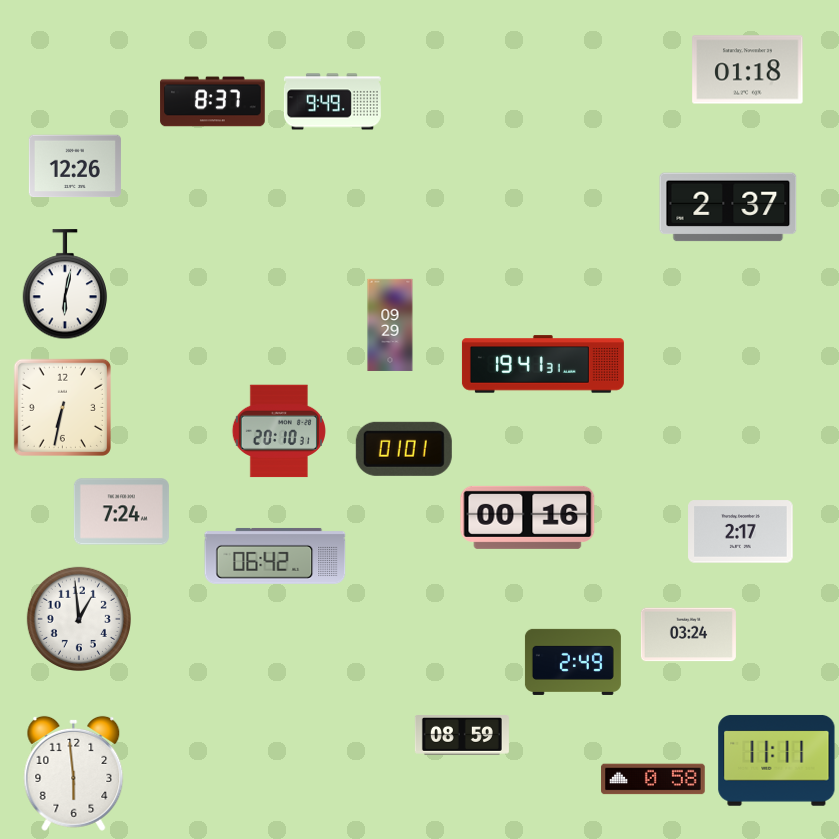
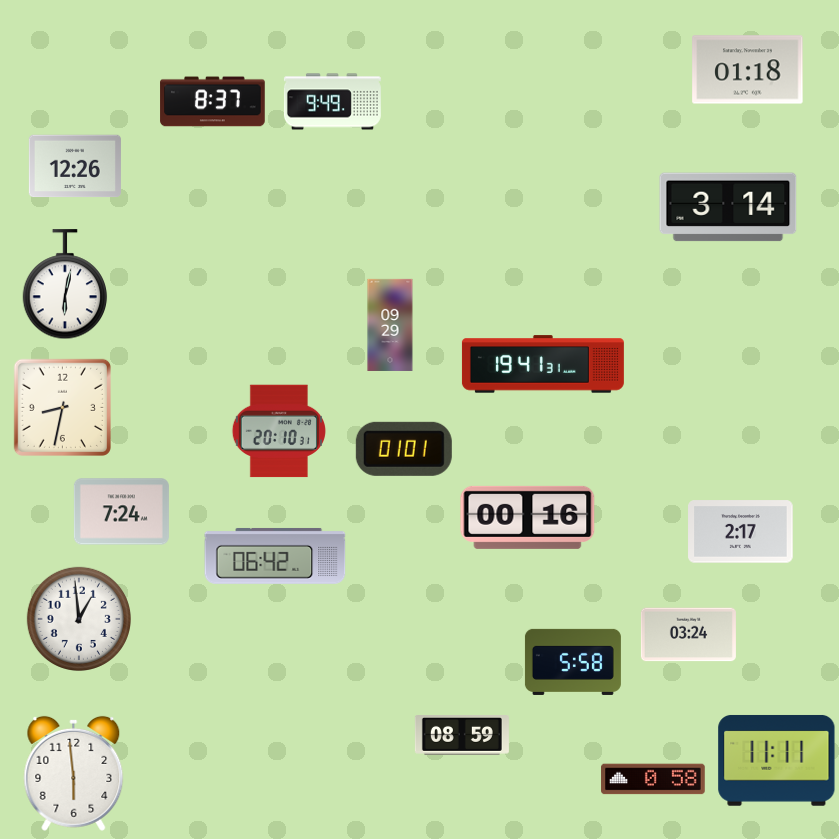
clock at (728, 207): 2:37 -> 3:14
clock at (62, 407): 6:32 -> 8:32
clock at (573, 662): 2:49 -> 5:58
